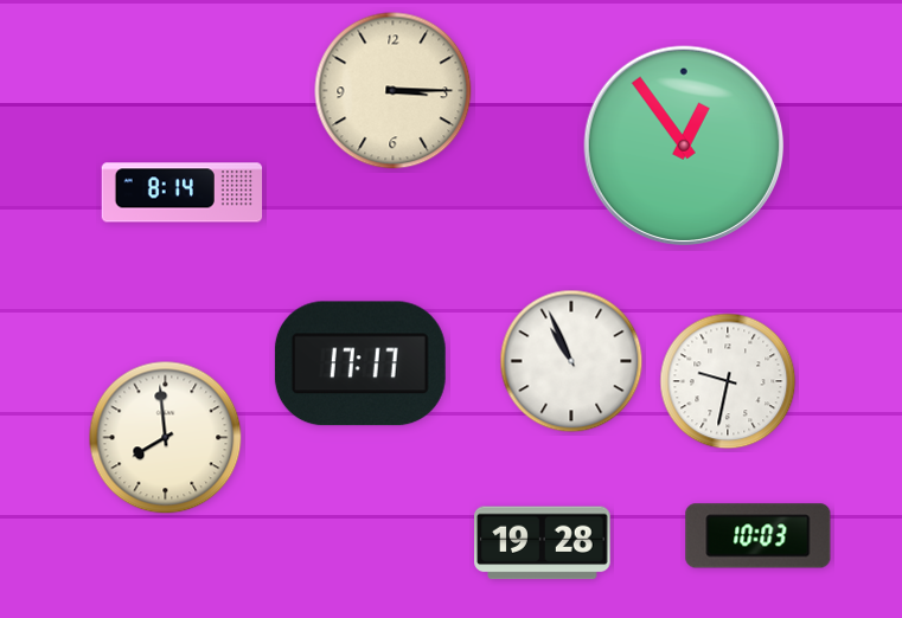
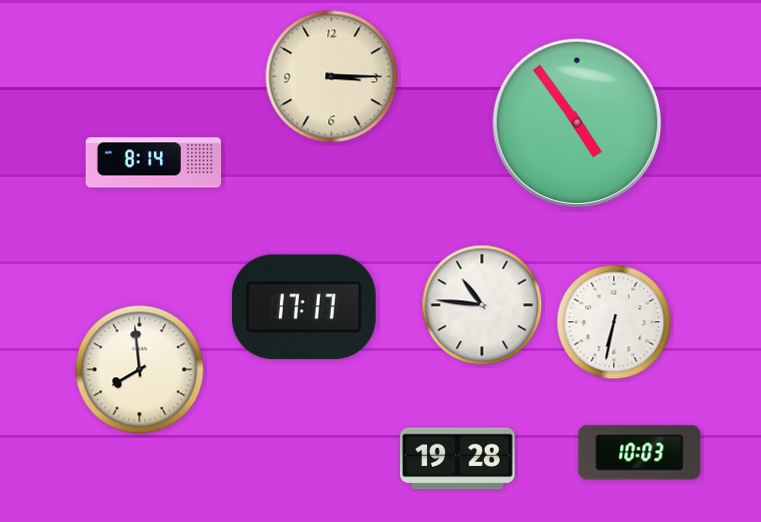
clock at (684, 146): 12:54 -> 4:54
clock at (571, 361): 10:56 -> 10:46
clock at (728, 381): 9:32 -> 6:32
